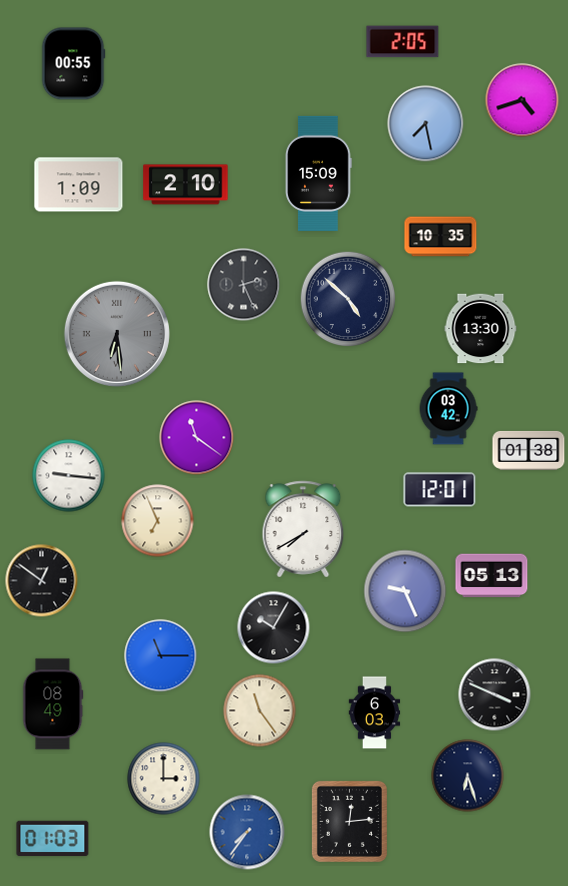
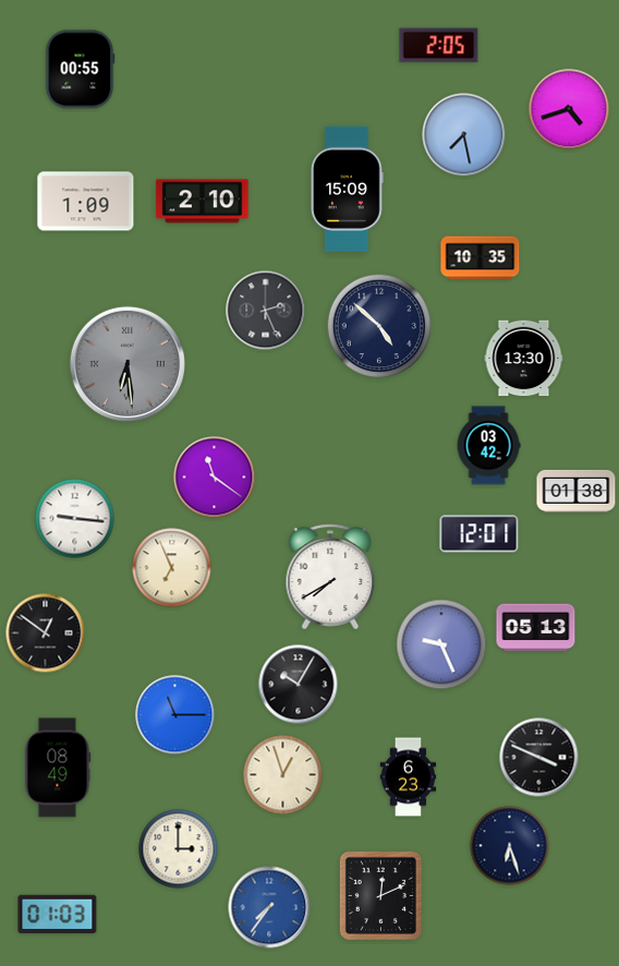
clock at (260, 711): 11:24 -> 12:57
clock at (375, 713): 6:03 -> 6:23
clock at (349, 821): 12:14 -> 12:11
